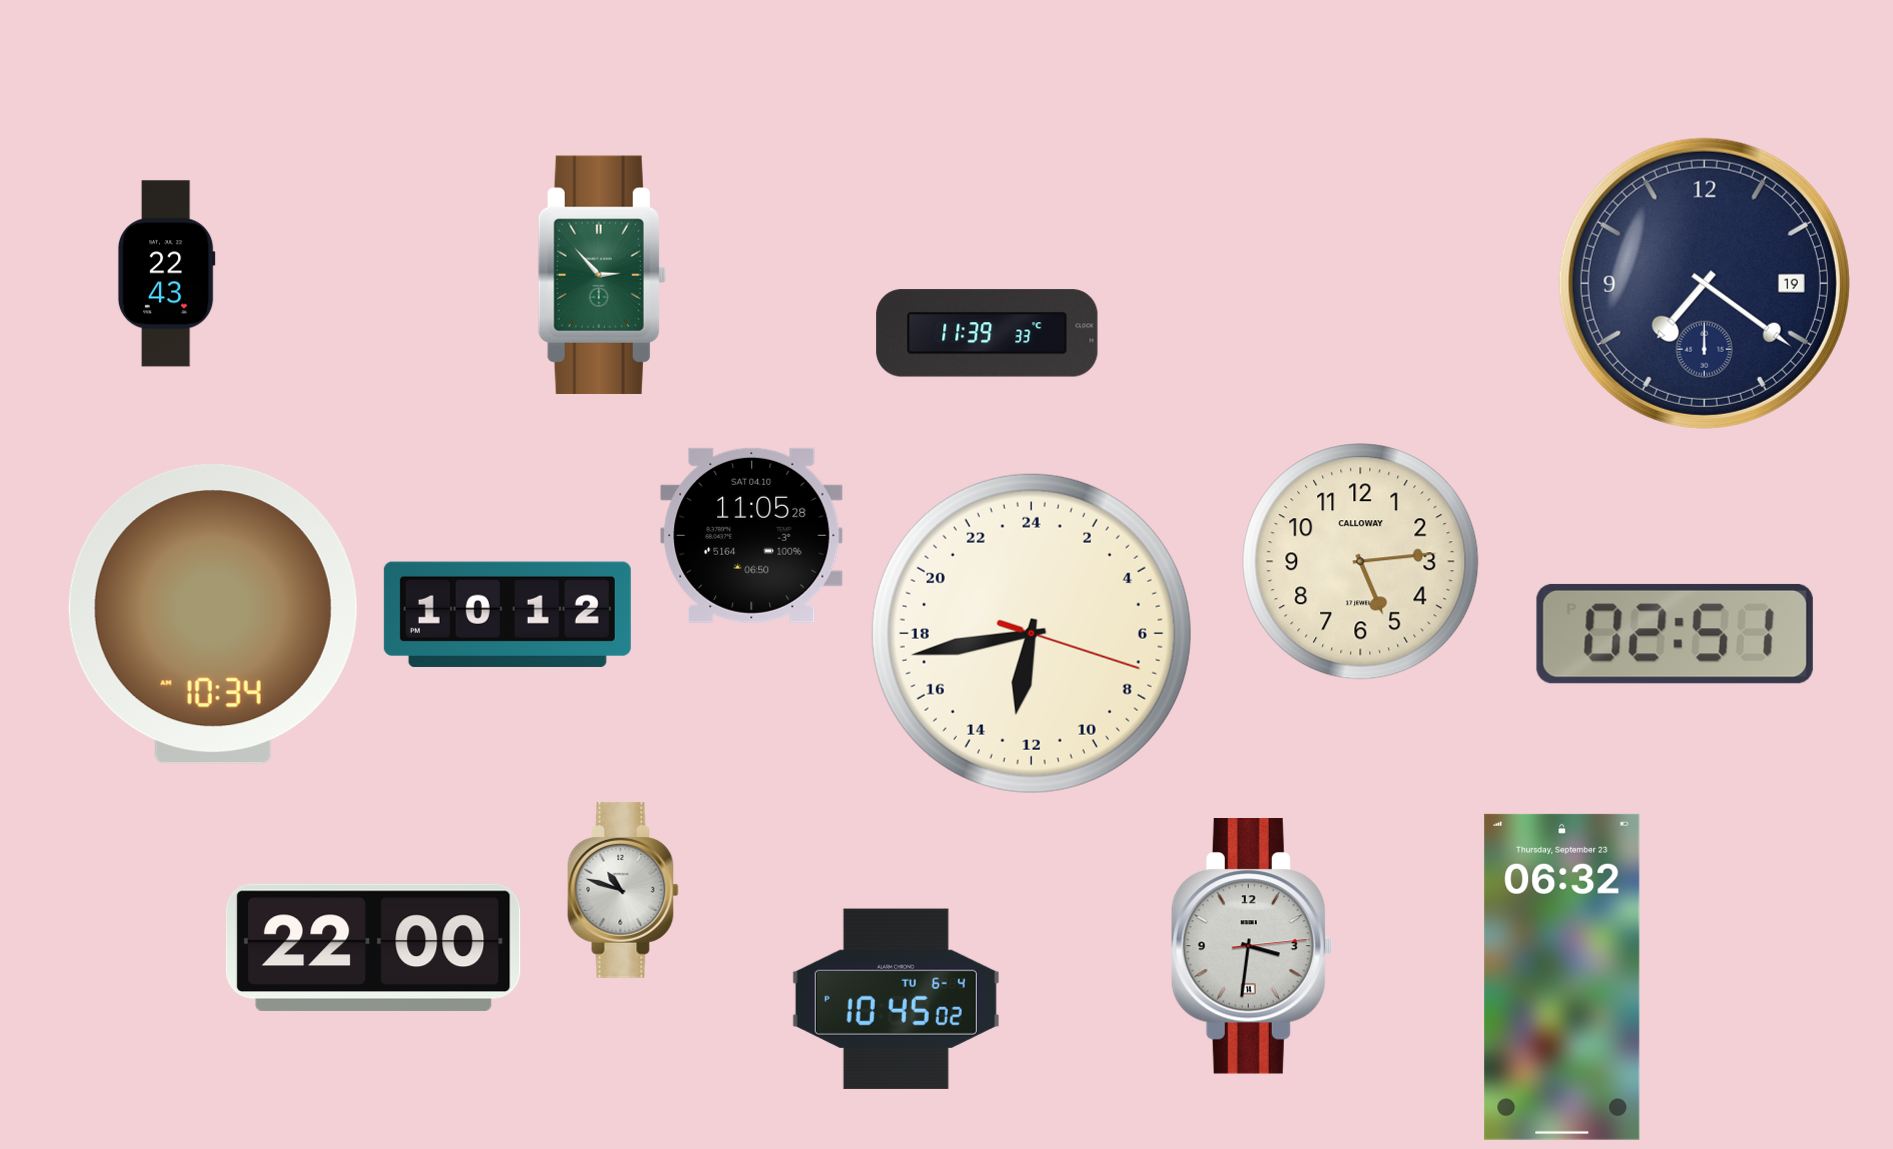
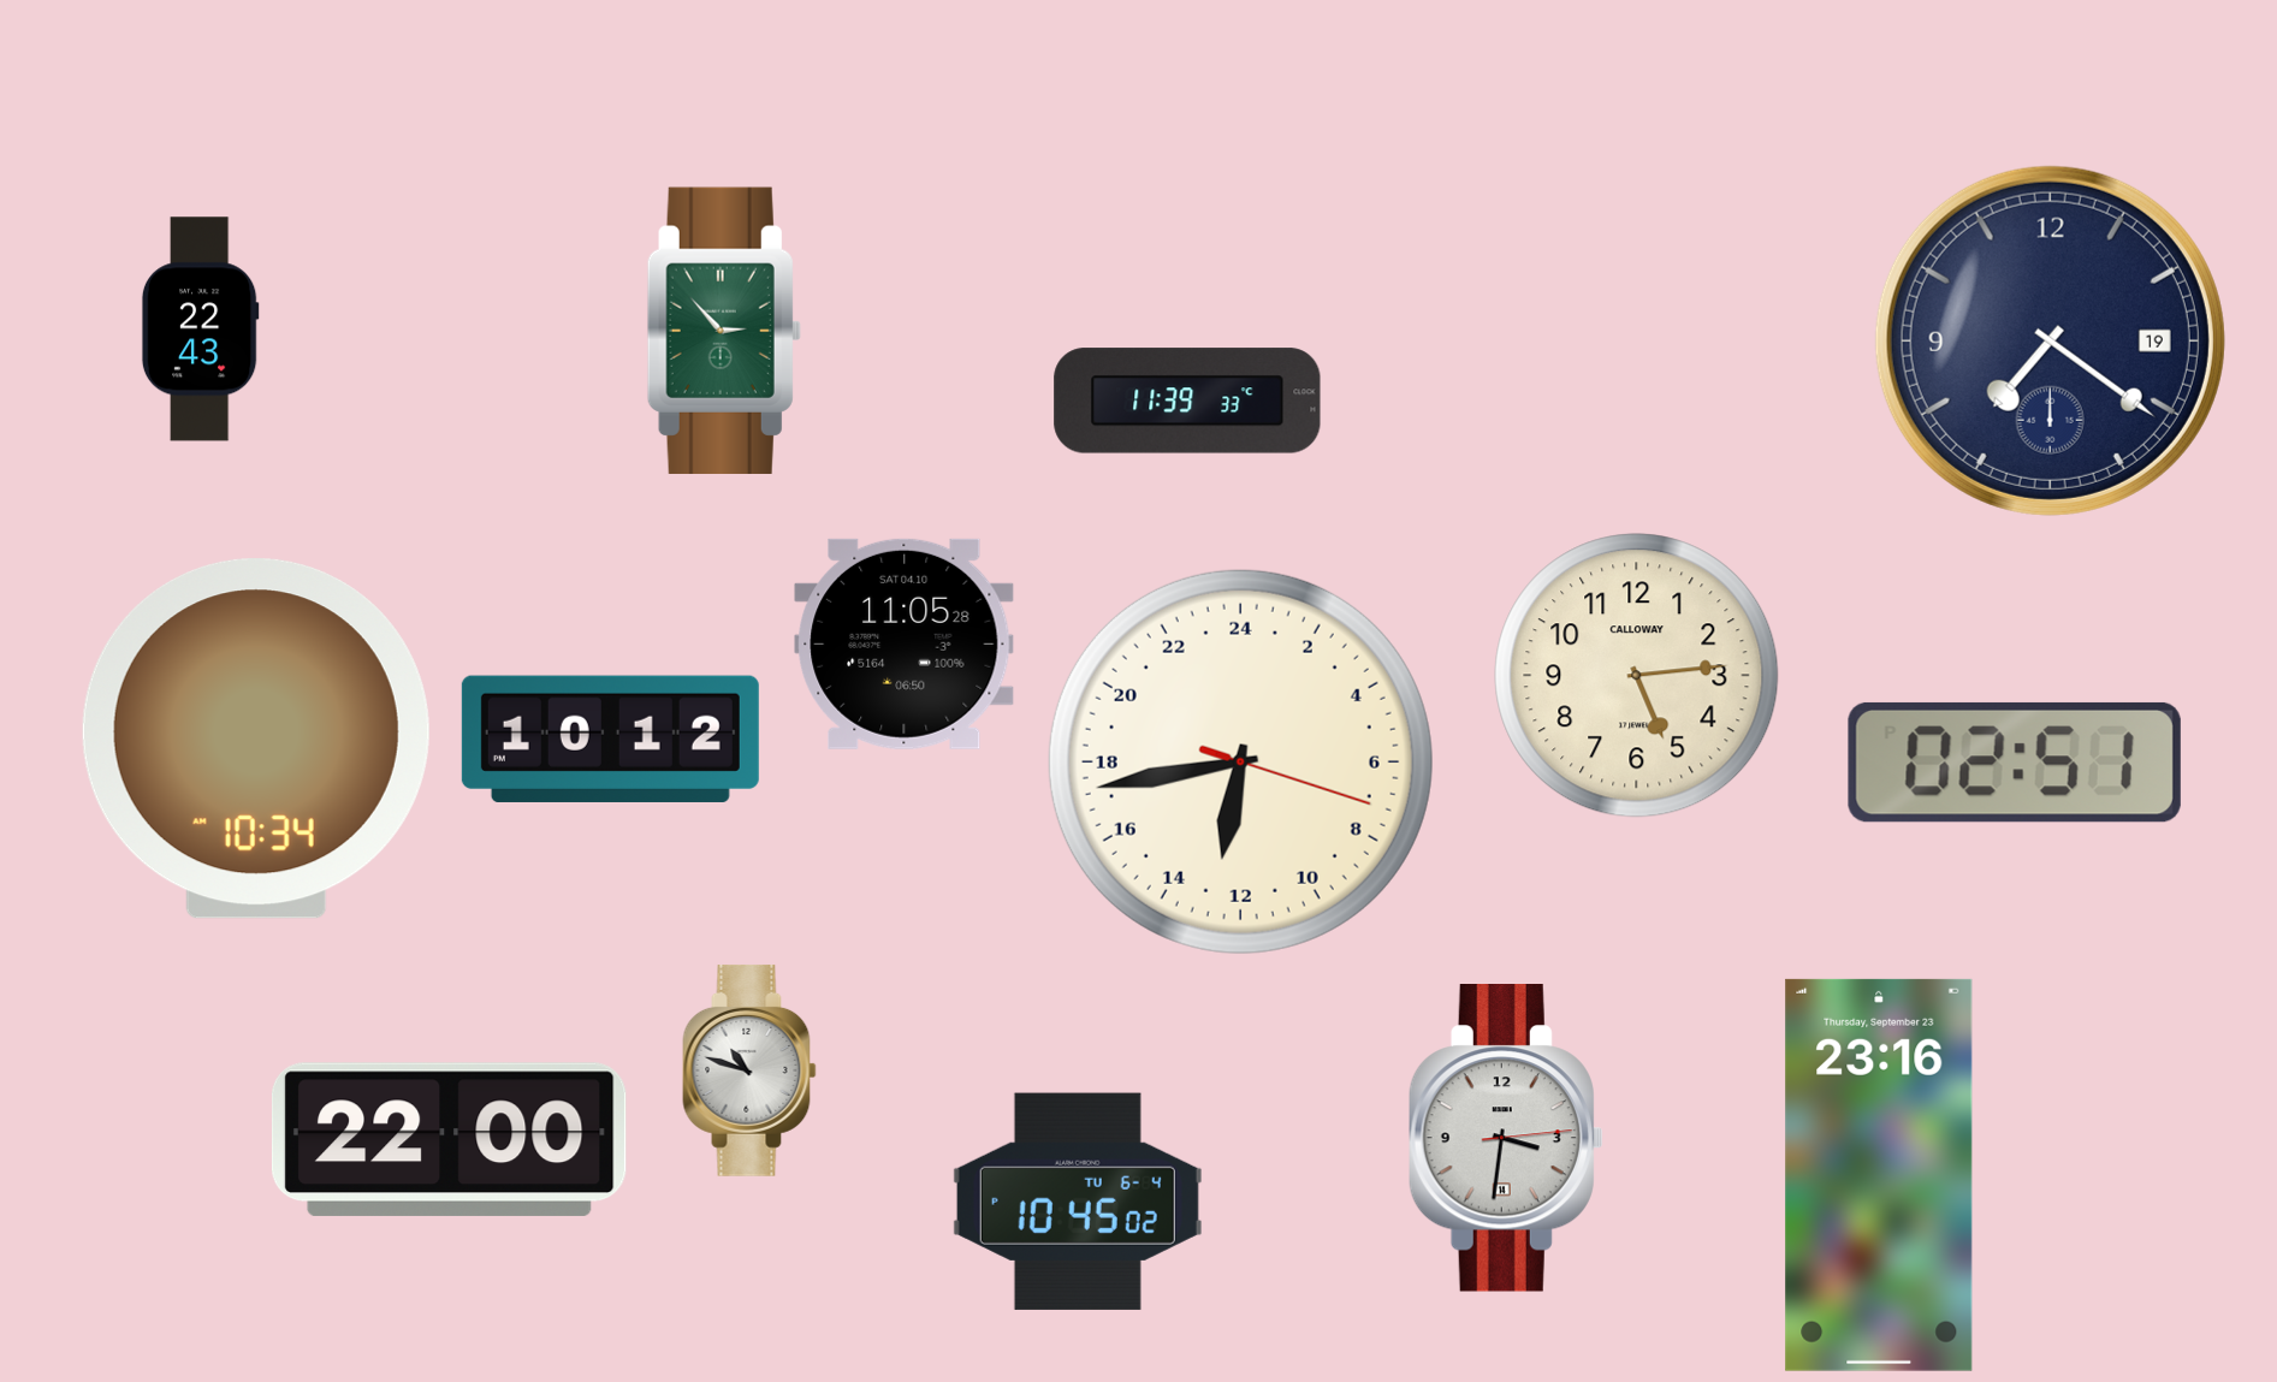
clock at (1562, 977): 06:32 -> 23:16
